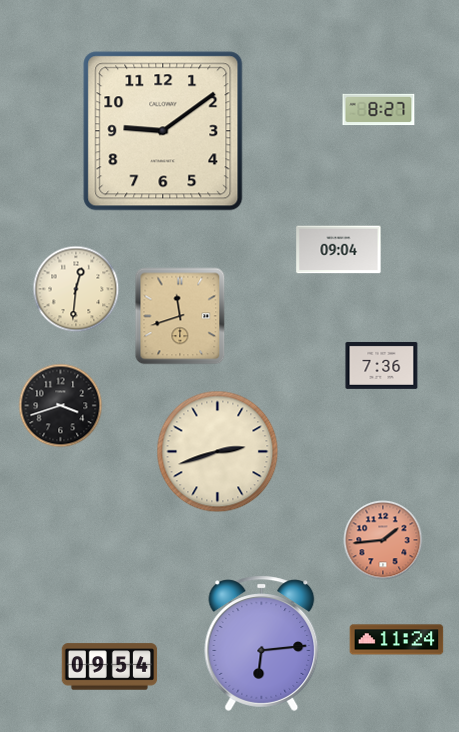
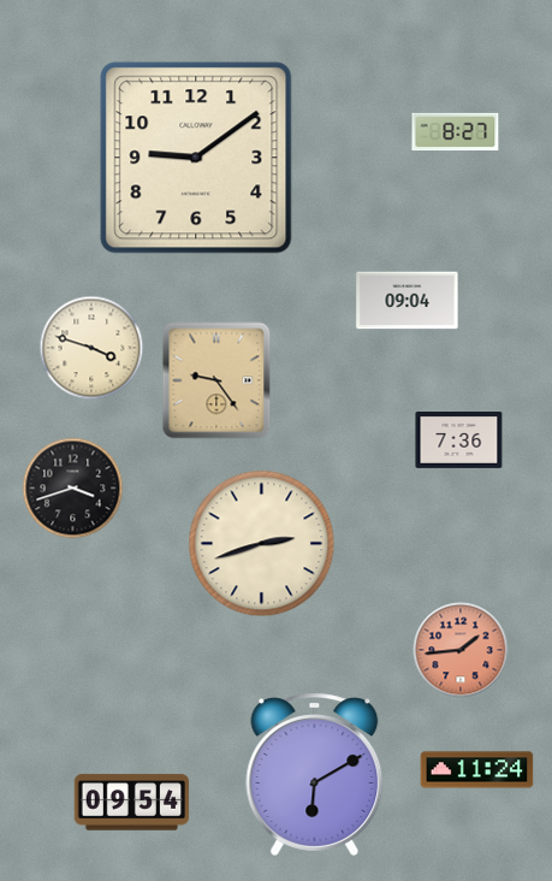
clock at (76, 289): 12:31 -> 3:48
clock at (180, 316): 11:42 -> 9:24
clock at (262, 643): 6:14 -> 6:10
